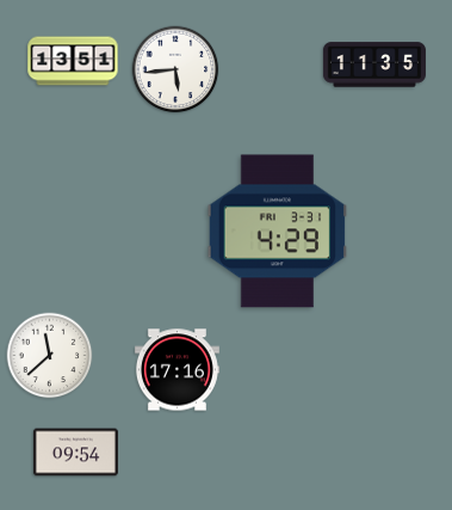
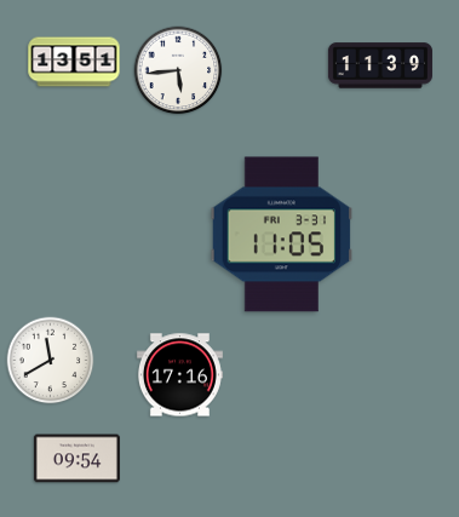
clock at (374, 64): 11:35 -> 11:39
clock at (278, 232): 4:29 -> 11:05
clock at (50, 356): 11:38 -> 11:40
